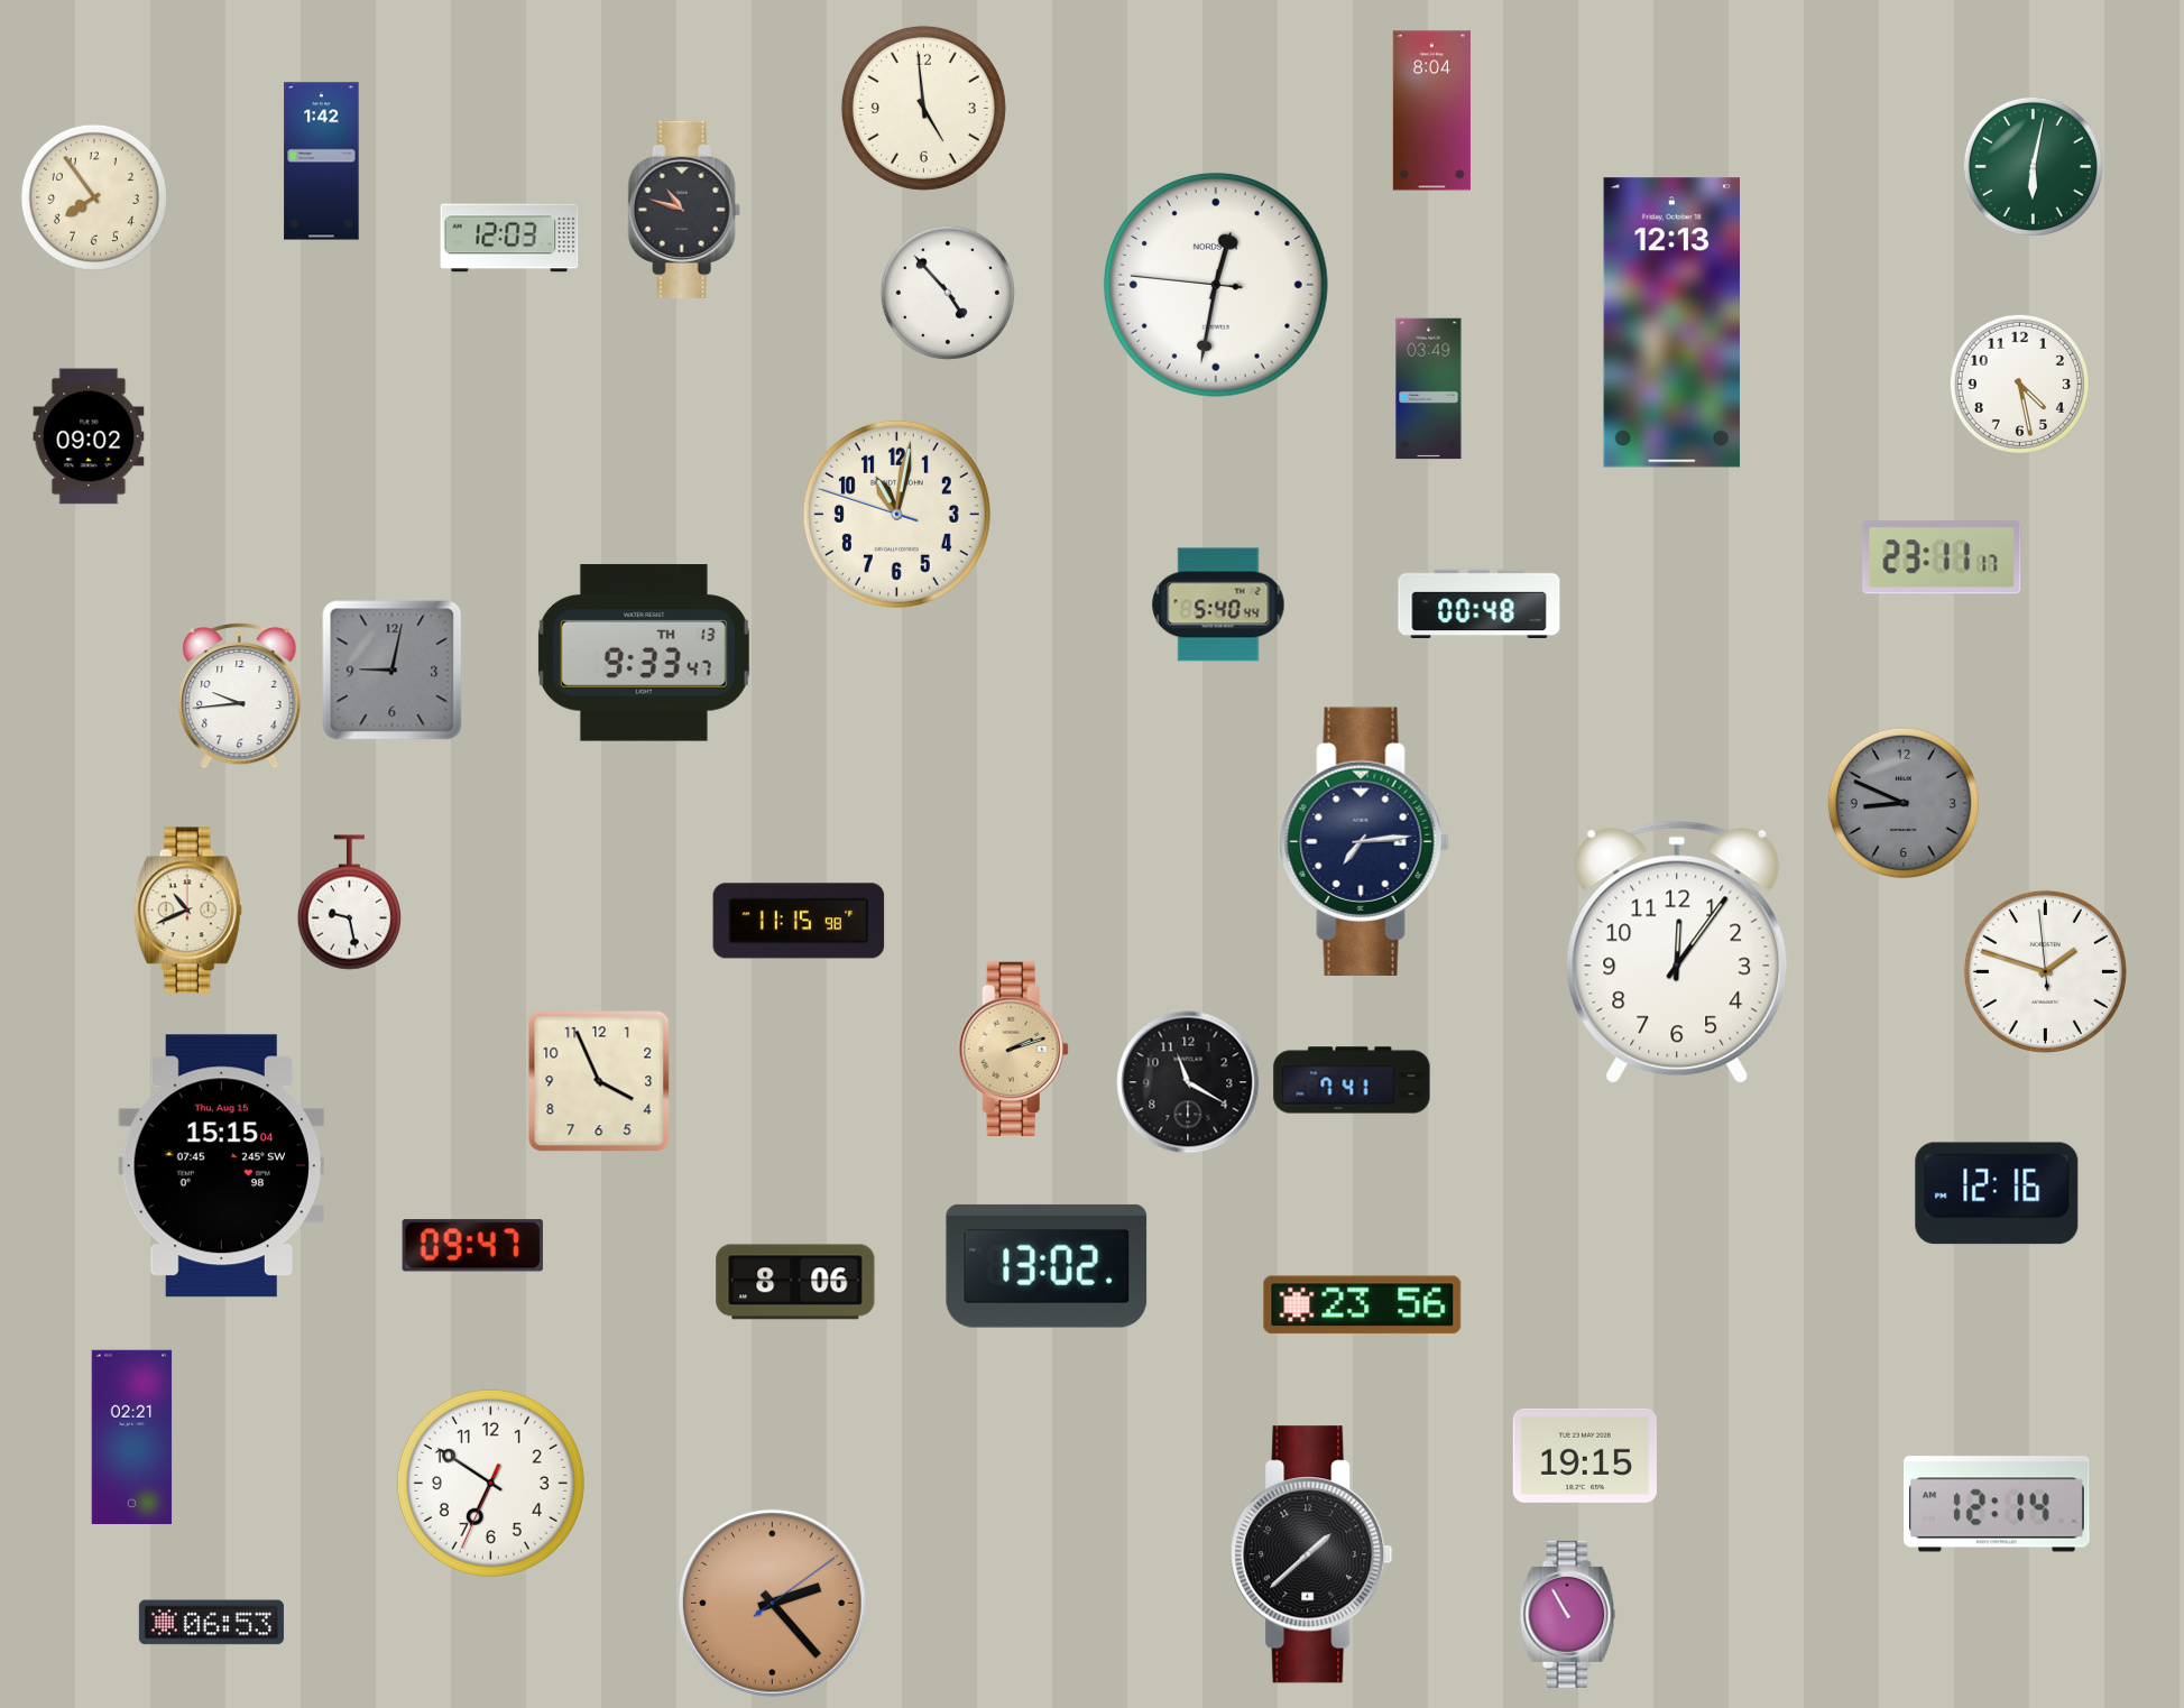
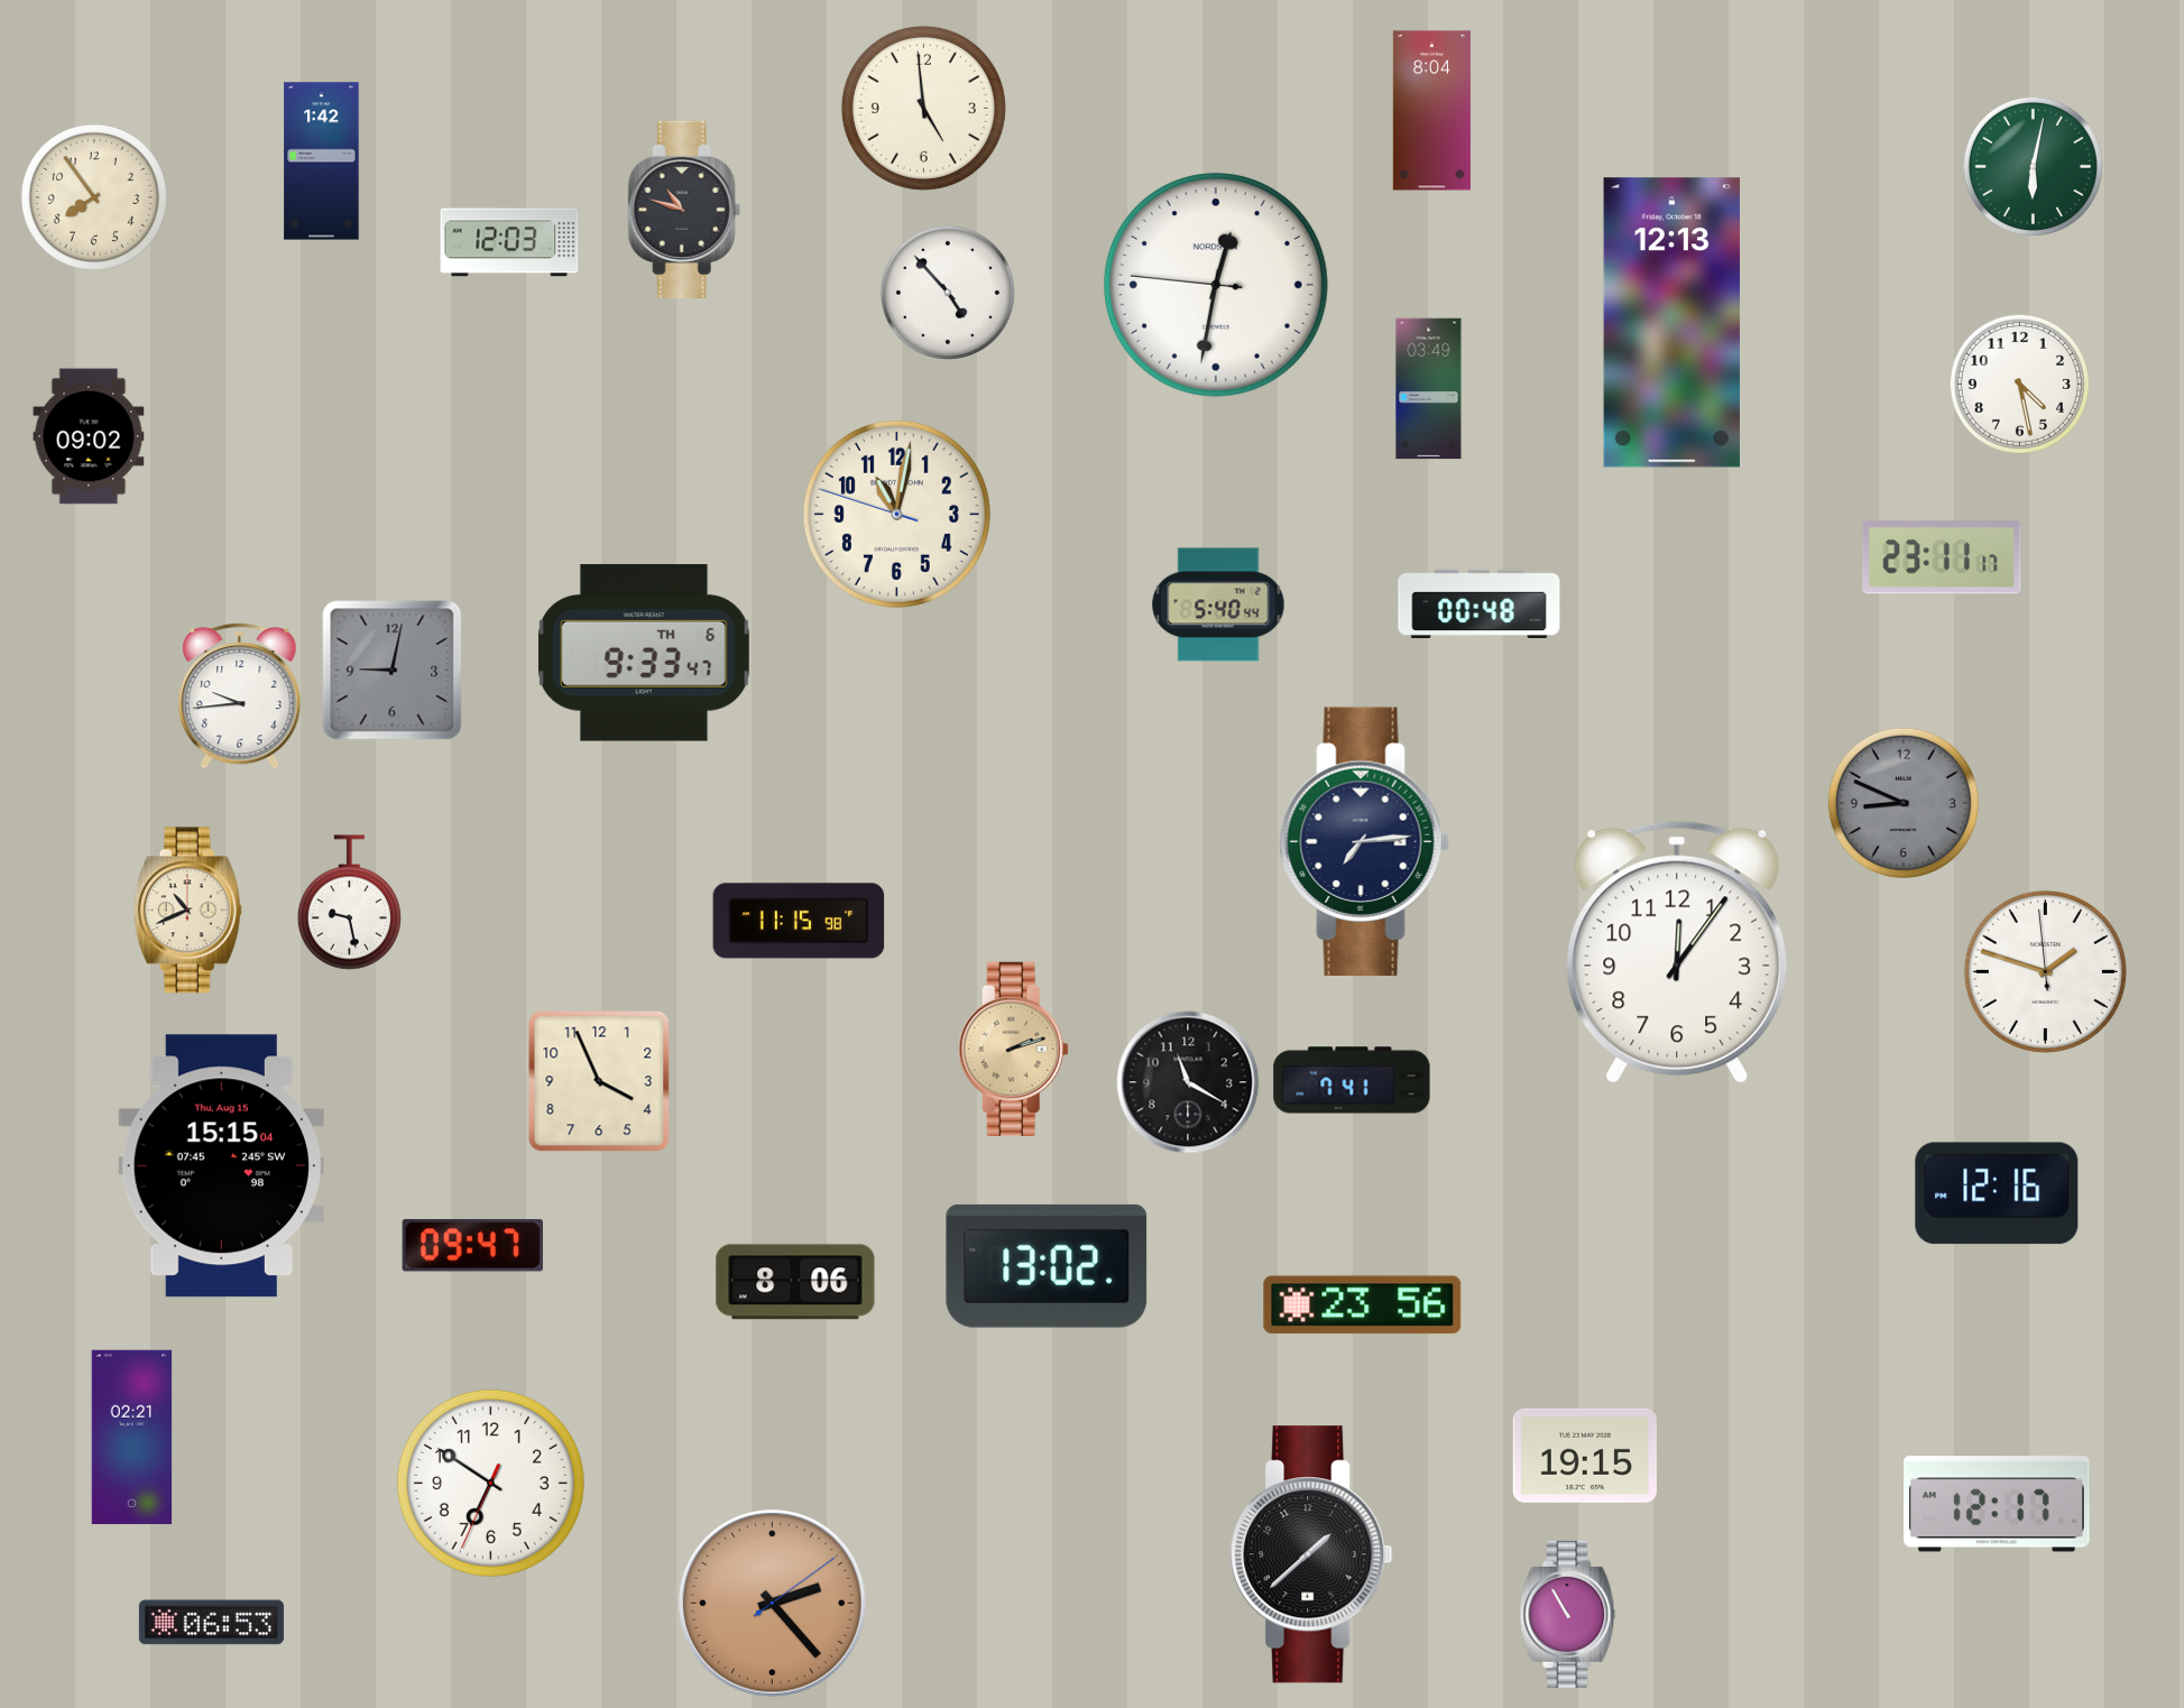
clock at (509, 238) position: (509, 238) -> (509, 242)
clock at (644, 653) date: TH 13 -> TH 6
clock at (1998, 1504): 12:14 -> 12:17
